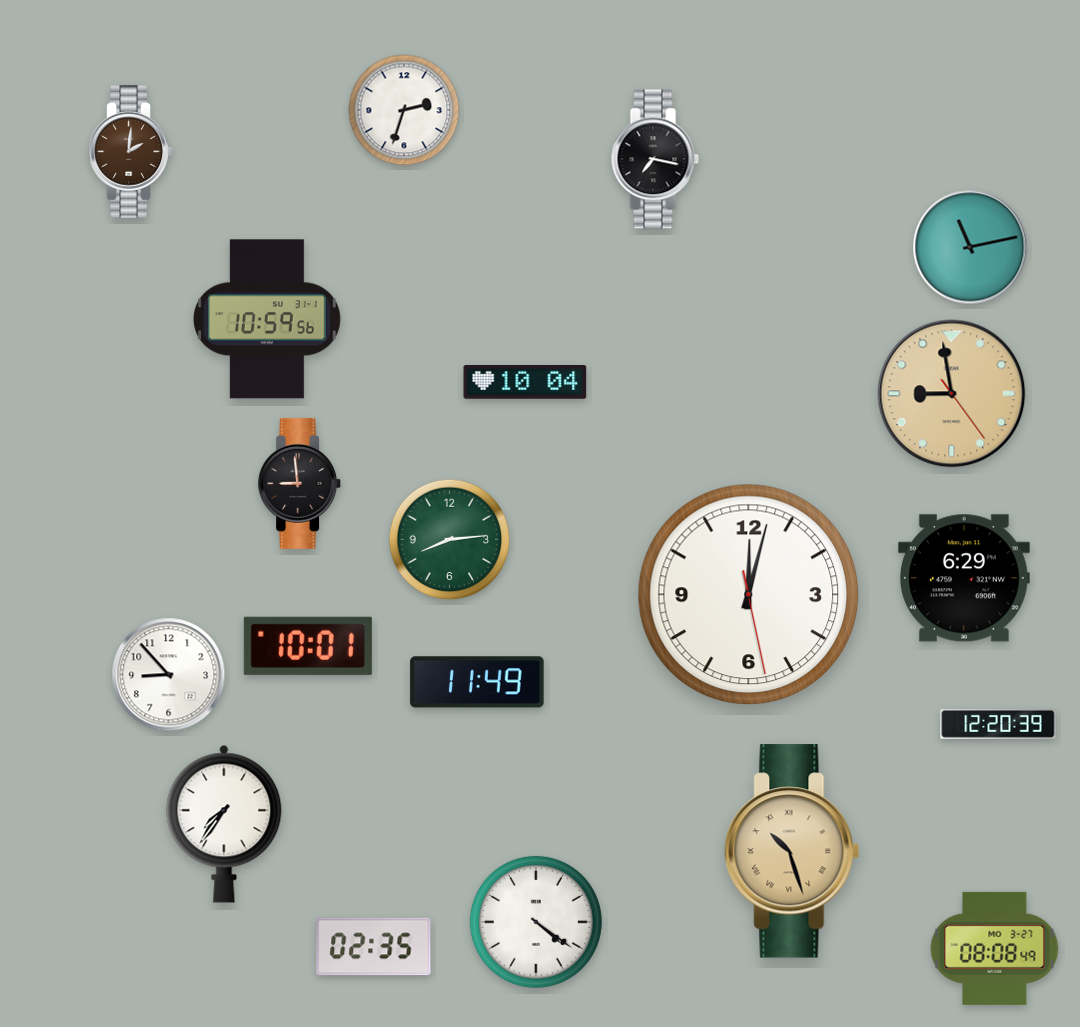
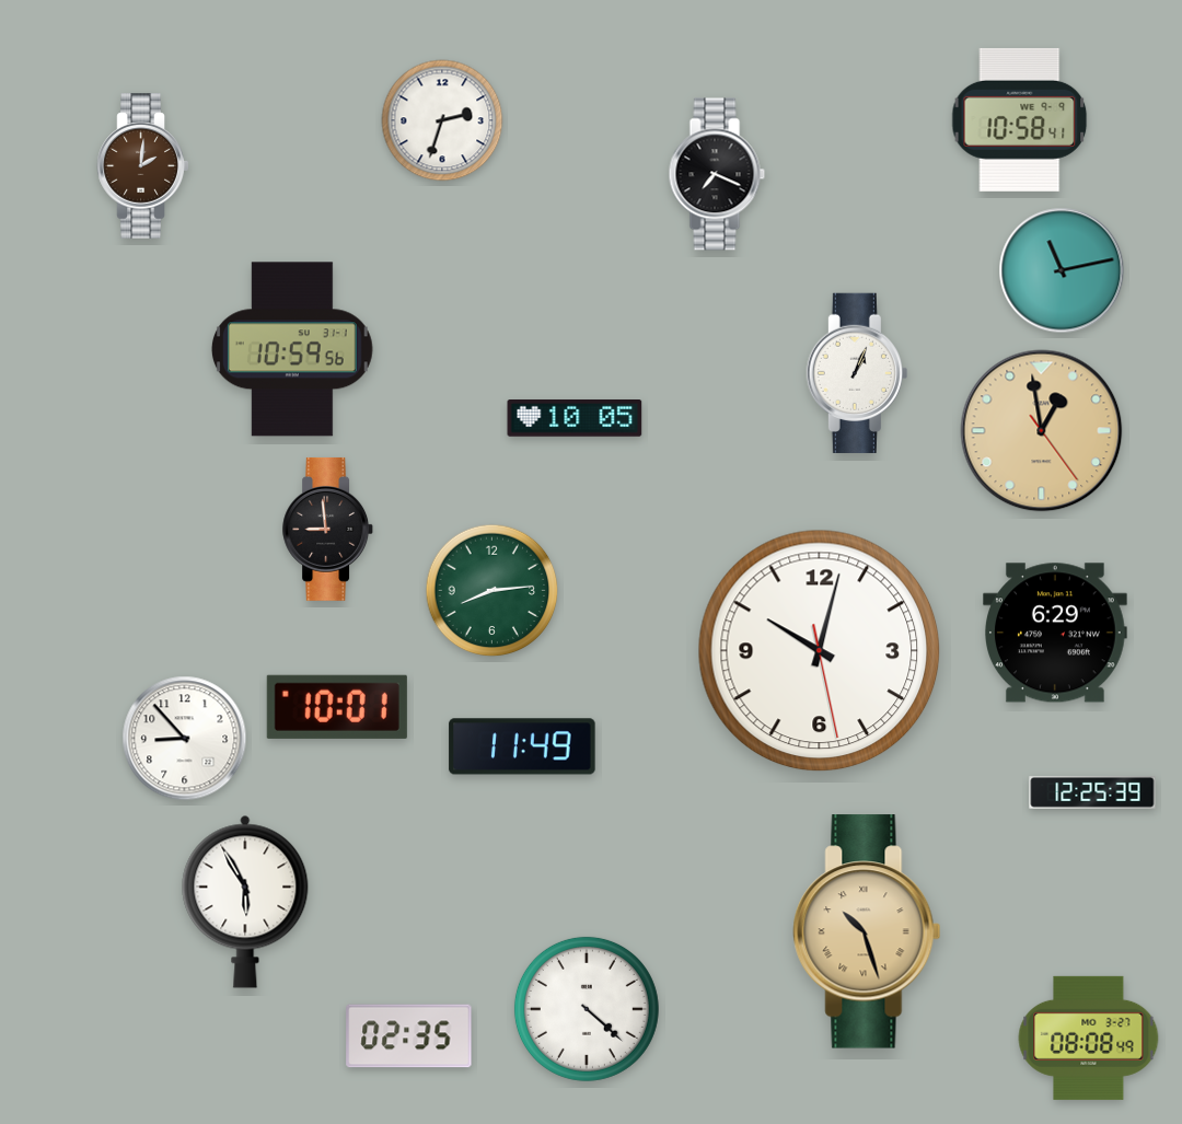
clock at (1020, 119): none -> 10:58
clock at (655, 159): 7:17 -> 7:19
clock at (857, 372): none -> 1:04
clock at (525, 382): 10:04 -> 10:05
clock at (952, 394): 8:58 -> 12:58
clock at (749, 595): 12:02 -> 10:02
clock at (998, 725): 12:20 -> 12:25
clock at (224, 824): 7:36 -> 5:55
clock at (536, 922): 4:21 -> 4:22
